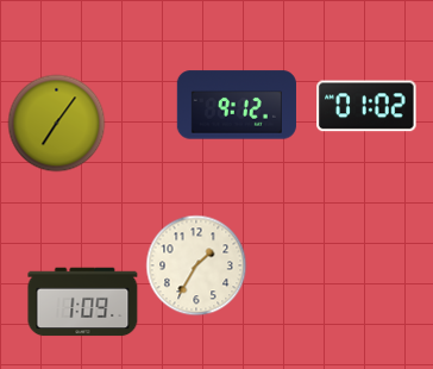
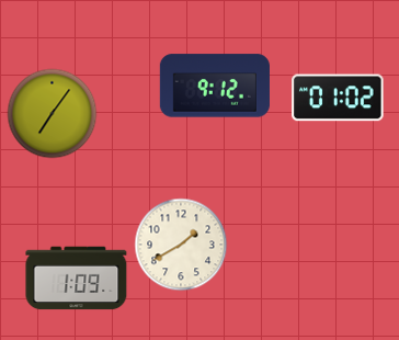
clock at (237, 105) position: (237, 105) -> (215, 86)
clock at (196, 265): 1:35 -> 1:40
